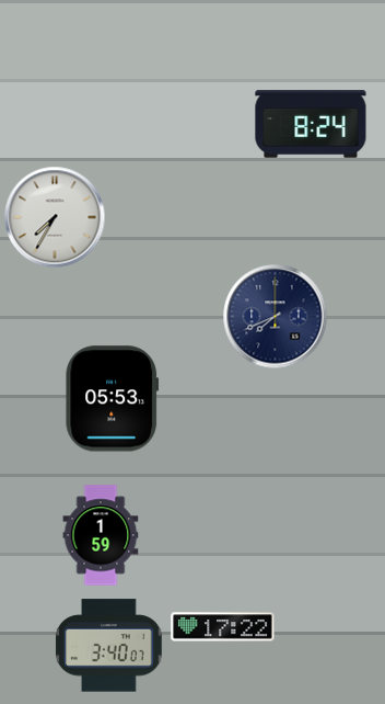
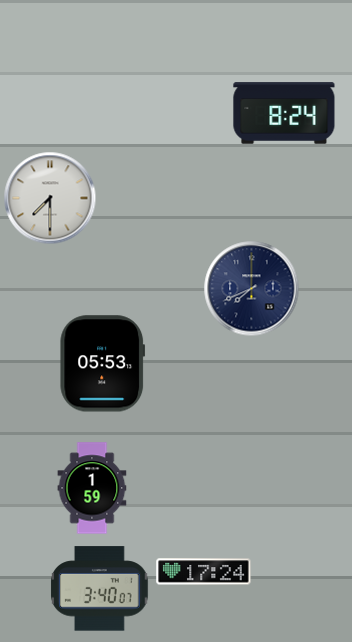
clock at (55, 217): 7:35 -> 7:30
clock at (223, 627): 17:22 -> 17:24
